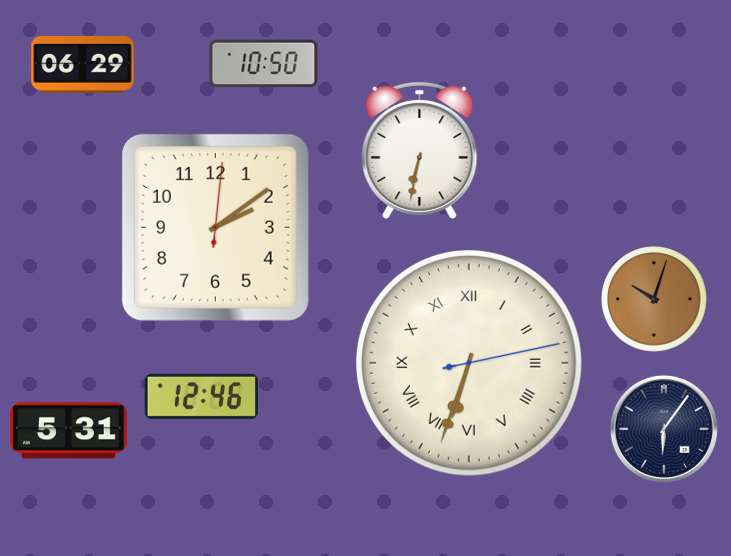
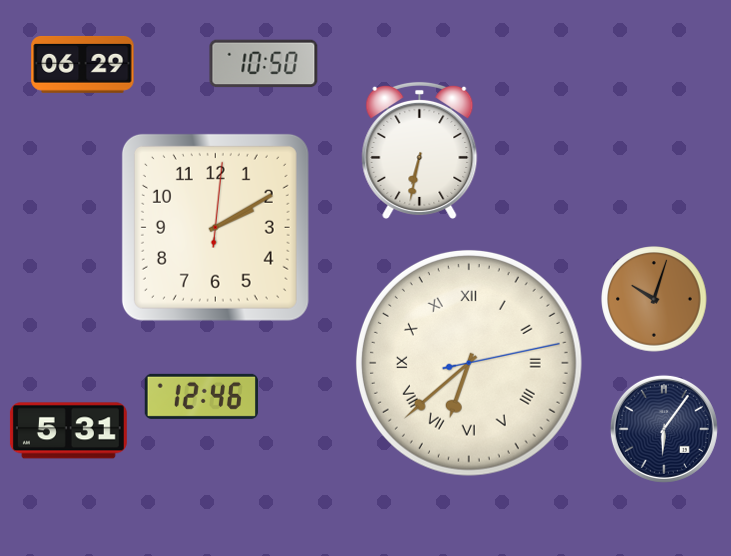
clock at (215, 227): 2:09 -> 2:10
clock at (469, 363): 6:33 -> 6:38
